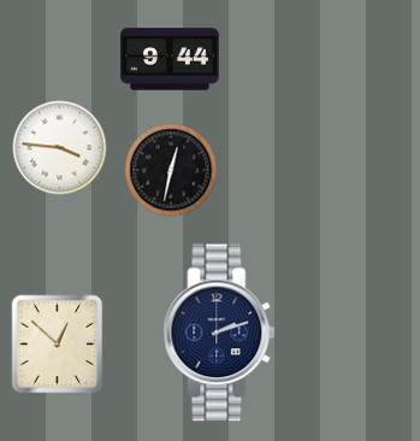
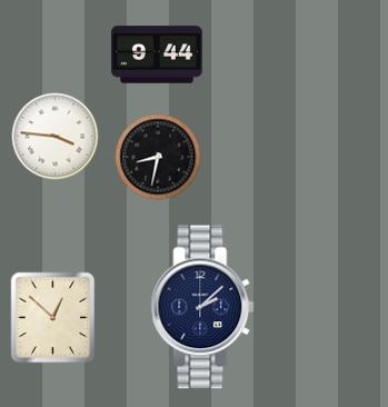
clock at (171, 170): 12:32 -> 8:32
clock at (219, 333): 2:12 -> 2:08
